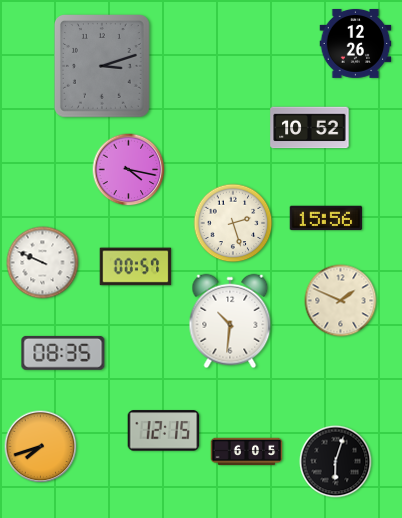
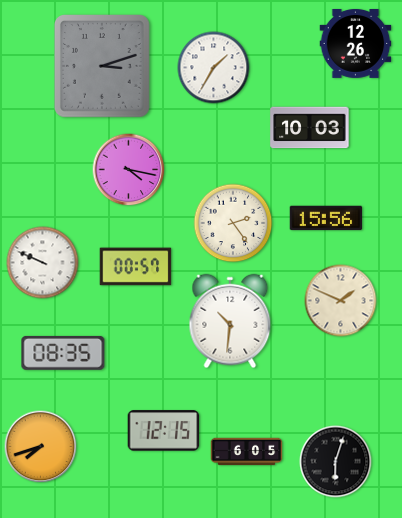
clock at (214, 68): none -> 1:35
clock at (310, 128): 10:52 -> 10:03
clock at (233, 223): 2:27 -> 2:24
